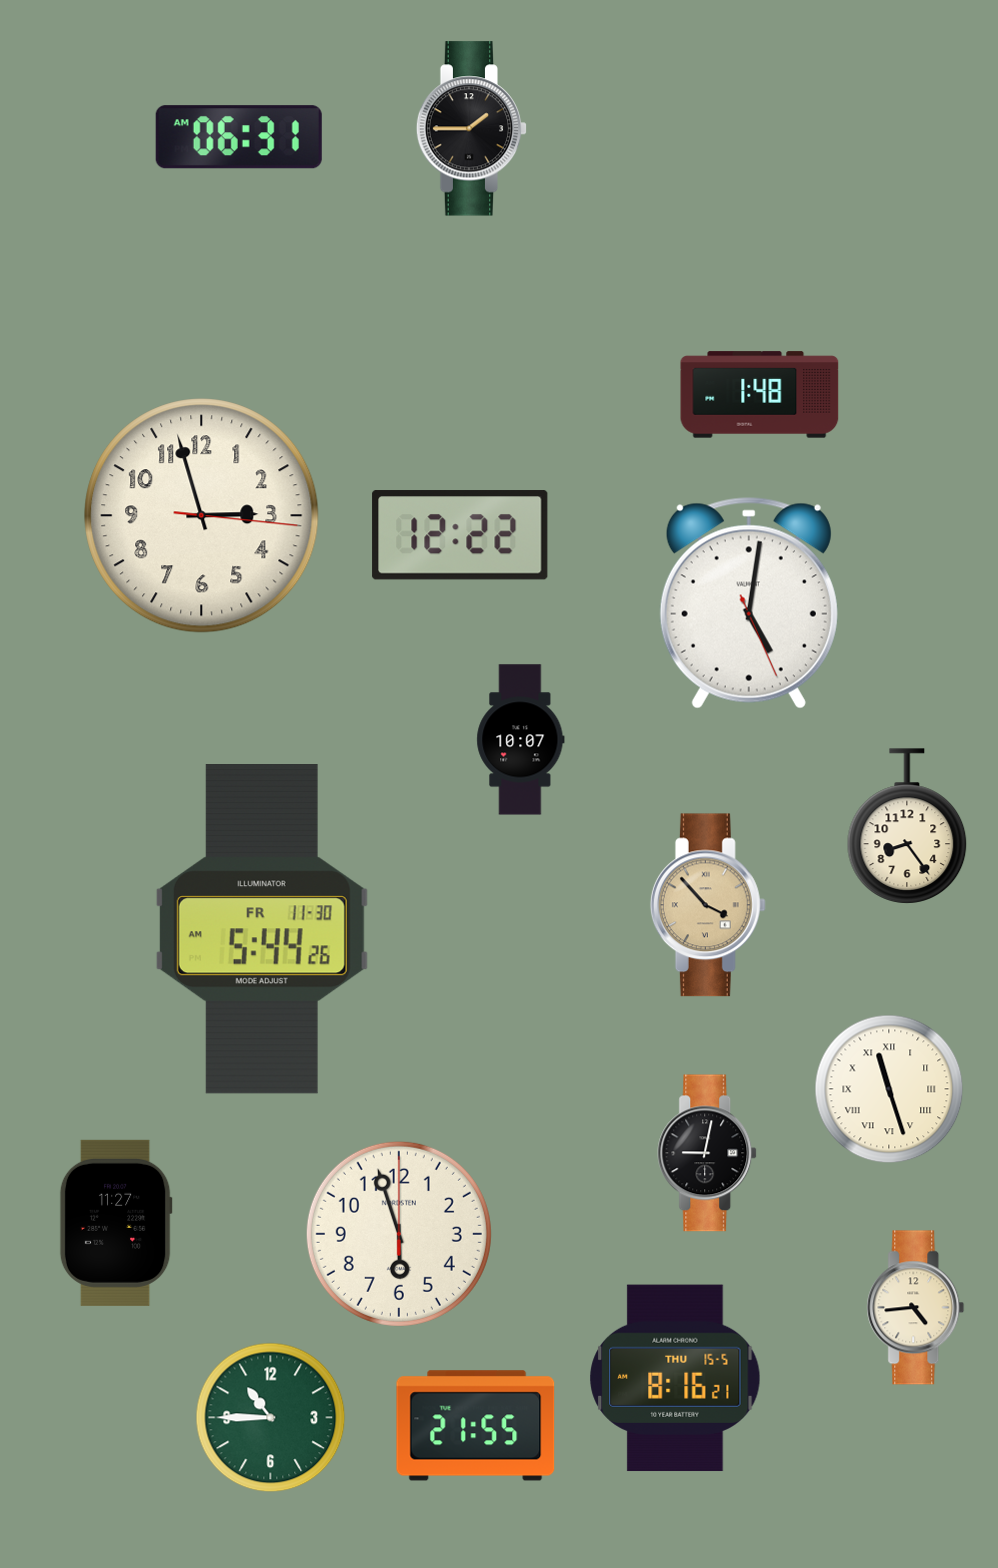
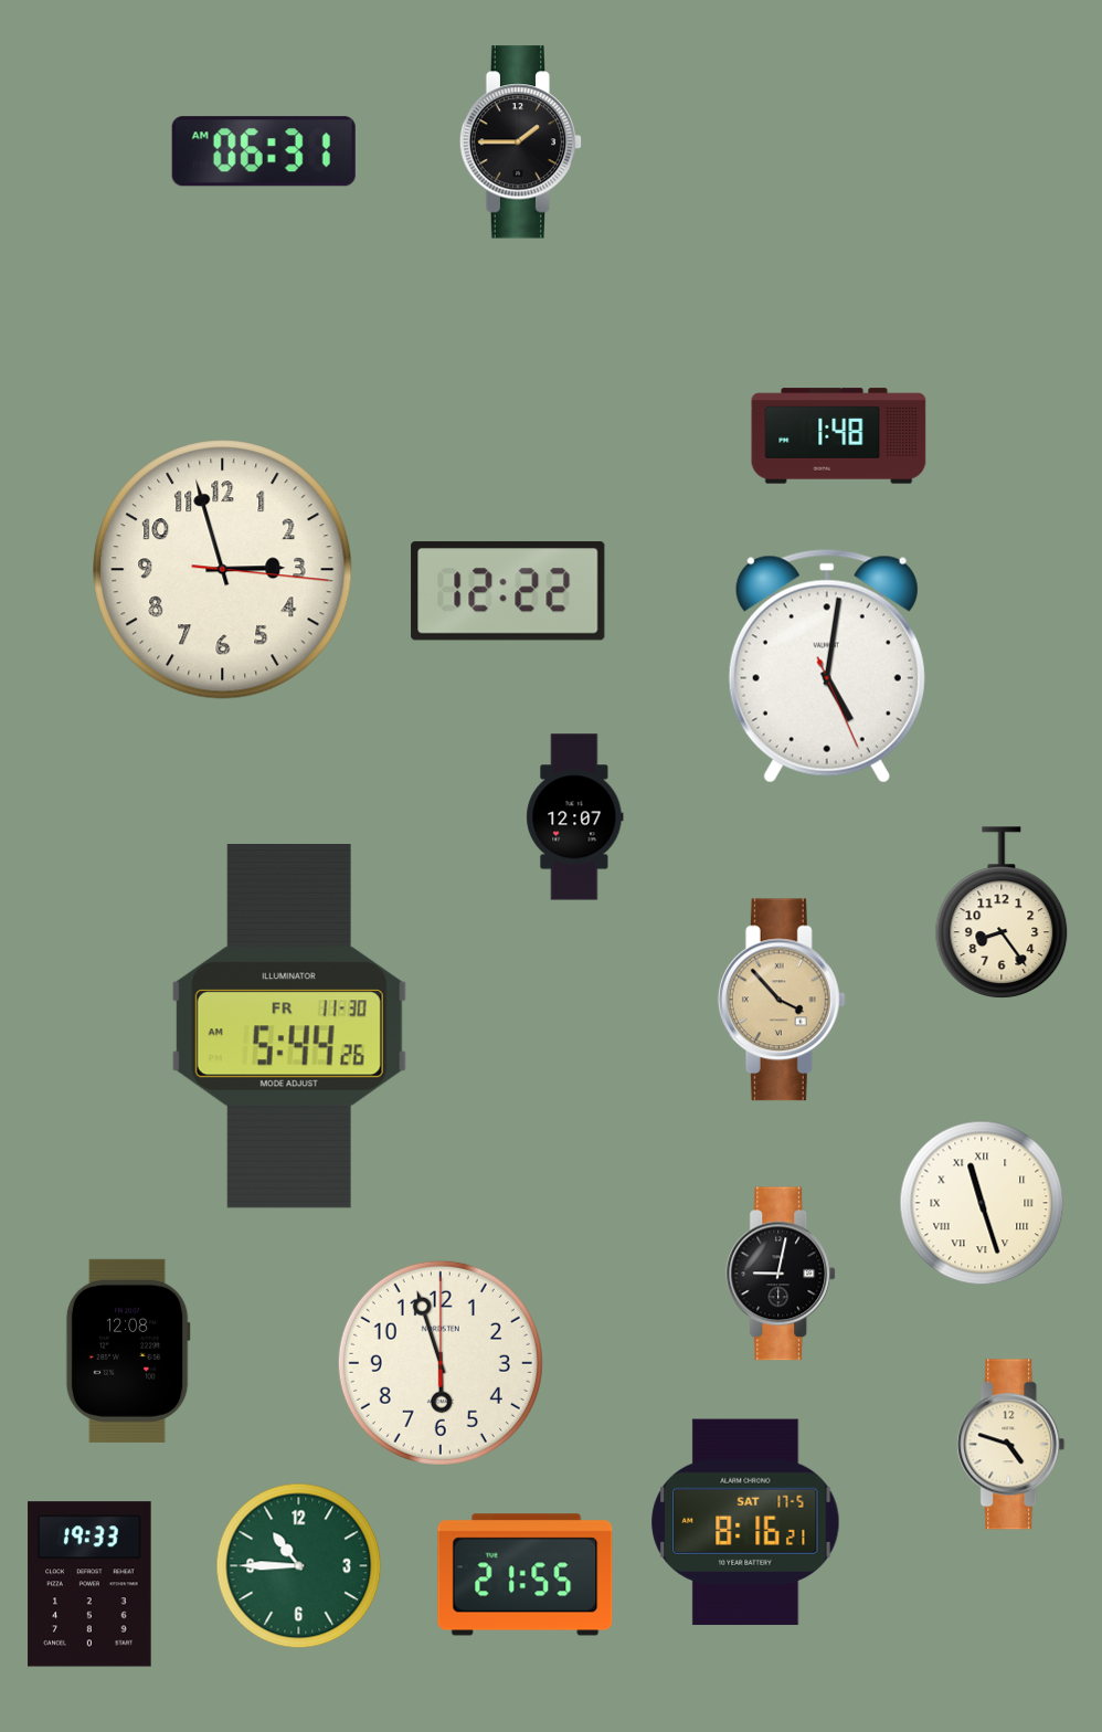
clock at (521, 740): 10:07 -> 12:07
clock at (116, 1223): 11:27 -> 12:08
clock at (916, 1308): 4:44 -> 4:48
clock at (675, 1378) date: THU 15-5 -> SAT 17-5
clock at (89, 1584): none -> 19:33
